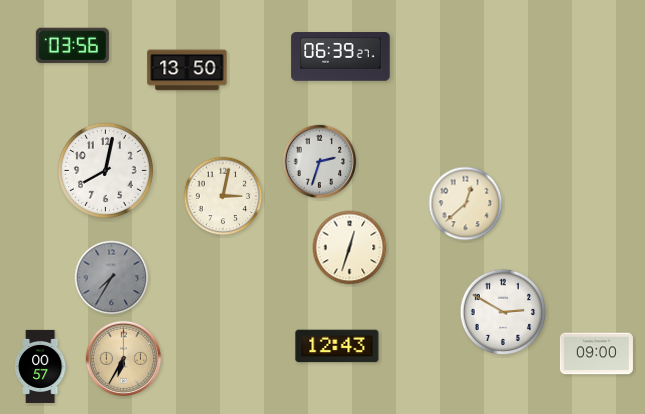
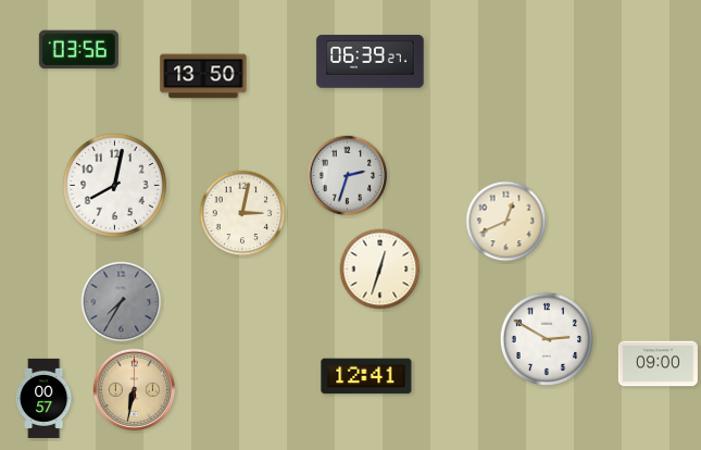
clock at (466, 204): 12:38 -> 12:41
clock at (337, 346): 12:43 -> 12:41
clock at (596, 354) position: (596, 354) -> (658, 364)
clock at (124, 359): 6:35 -> 6:32
